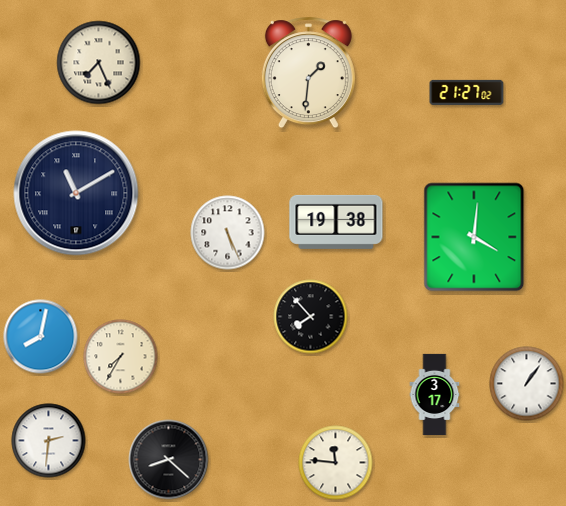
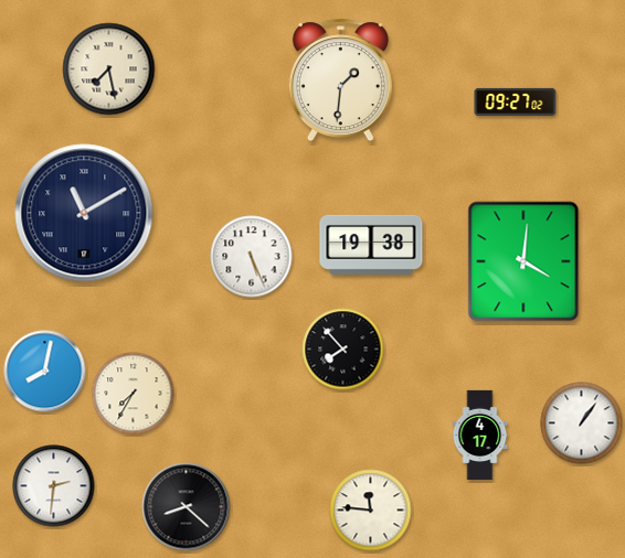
clock at (99, 63): 7:26 -> 7:28
clock at (467, 92): 21:27 -> 09:27
clock at (435, 395): 3:17 -> 4:17
